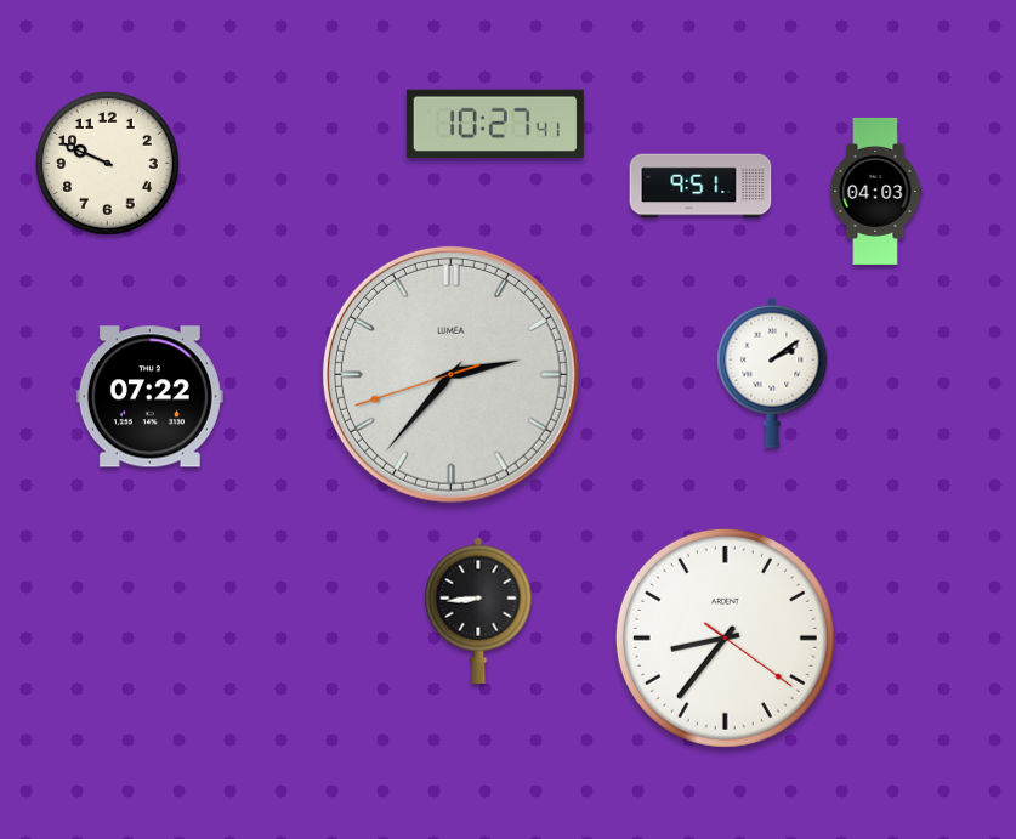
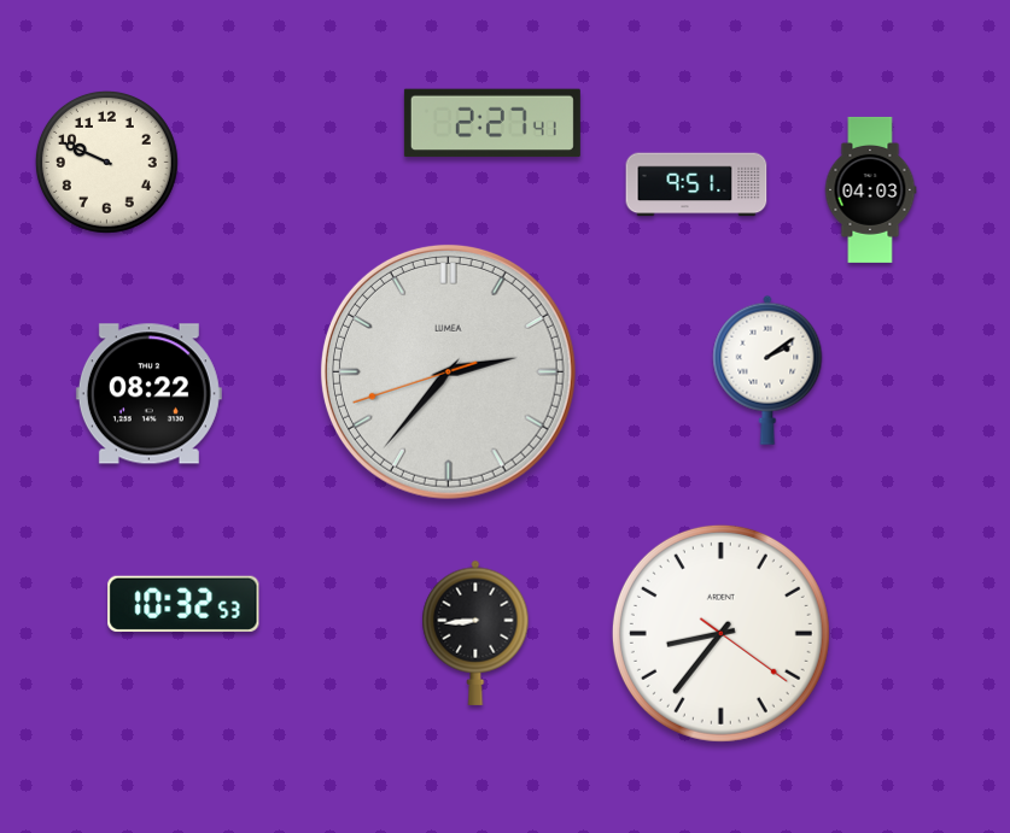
clock at (495, 124): 10:27 -> 2:27
clock at (149, 397): 07:22 -> 08:22
clock at (183, 604): none -> 10:32
clock at (478, 611) position: (478, 611) -> (475, 633)
